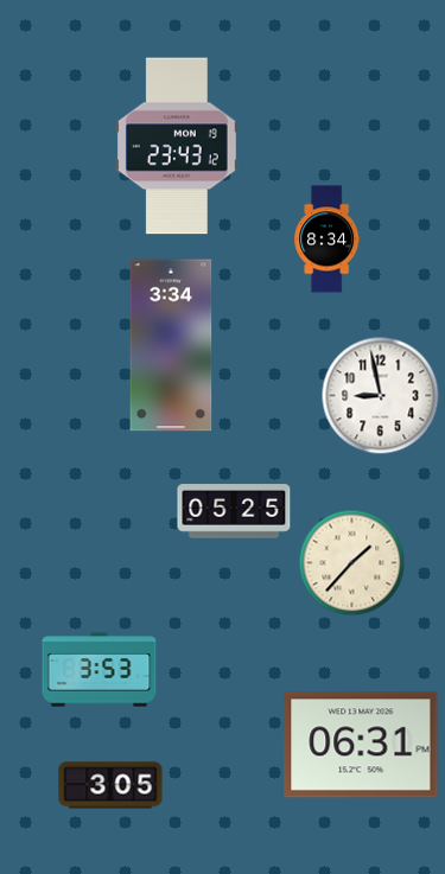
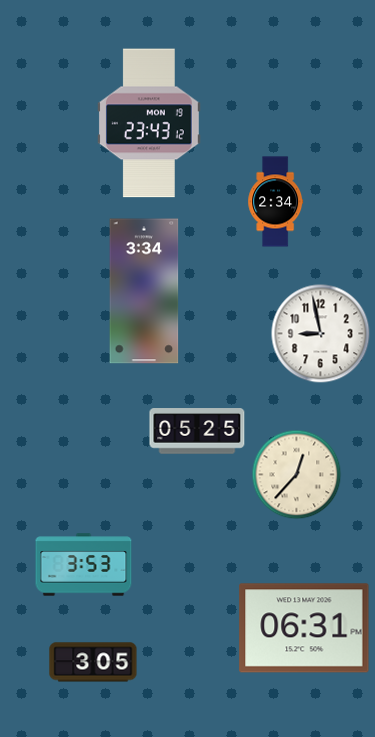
clock at (328, 240): 8:34 -> 2:34
clock at (351, 562): 1:37 -> 12:37
